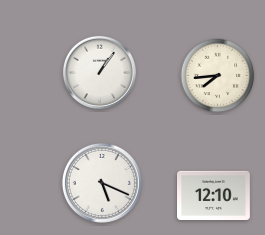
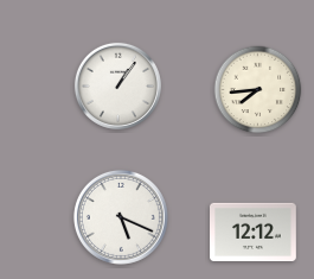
clock at (214, 195): 12:10 -> 12:12
